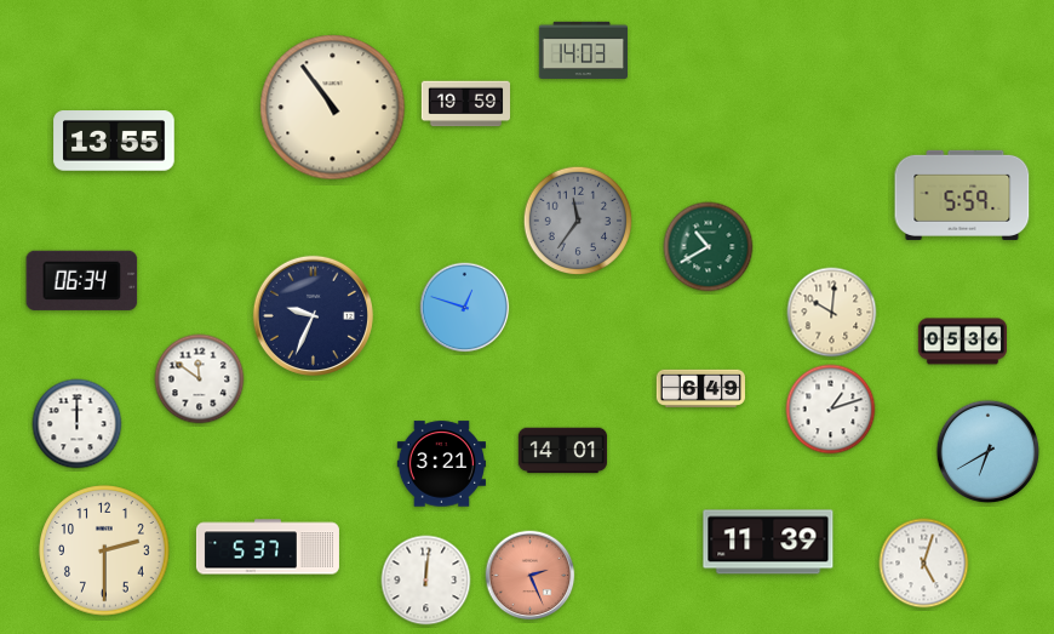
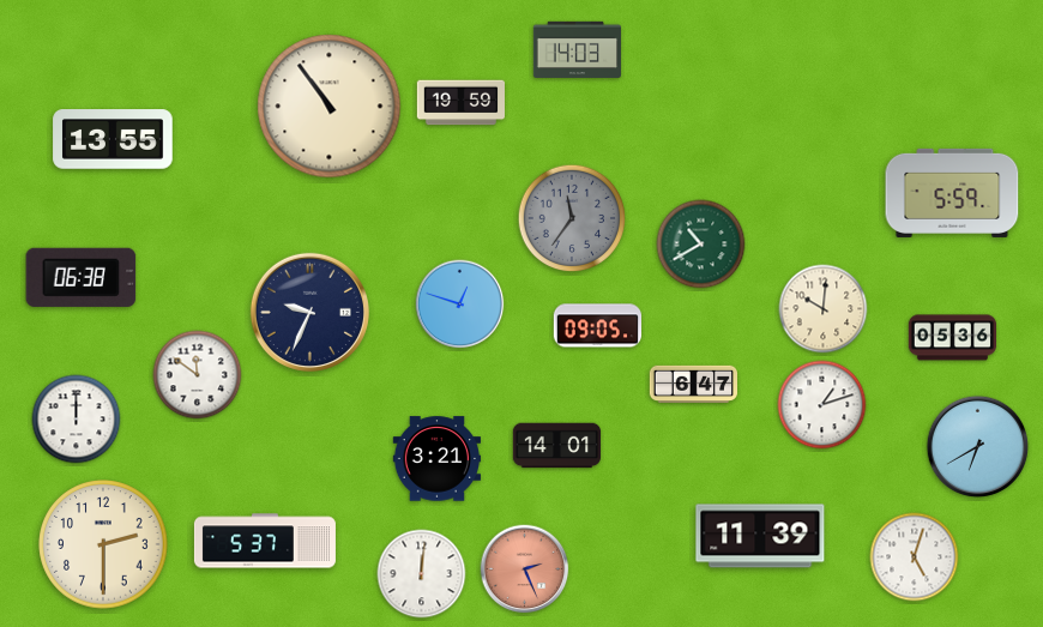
clock at (82, 280): 06:34 -> 06:38
clock at (597, 326): none -> 09:05
clock at (700, 388): 6:49 -> 6:47
